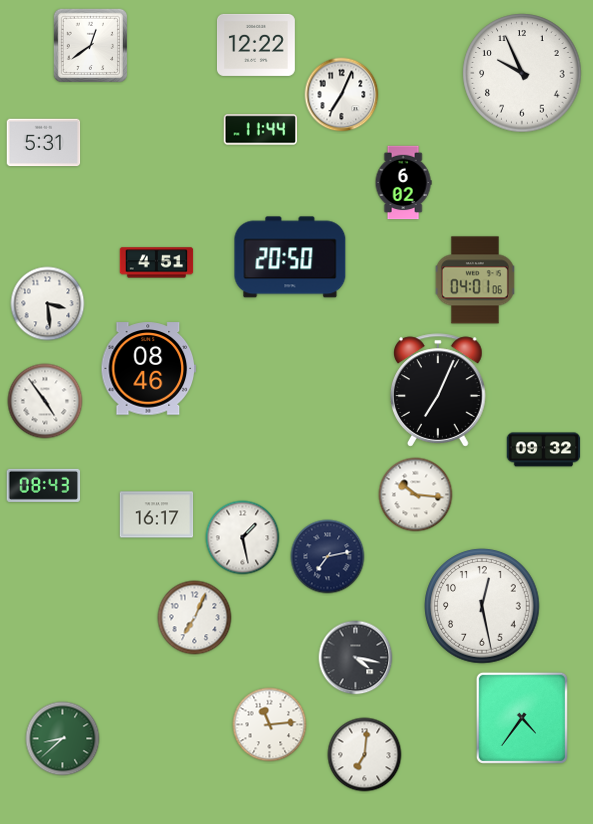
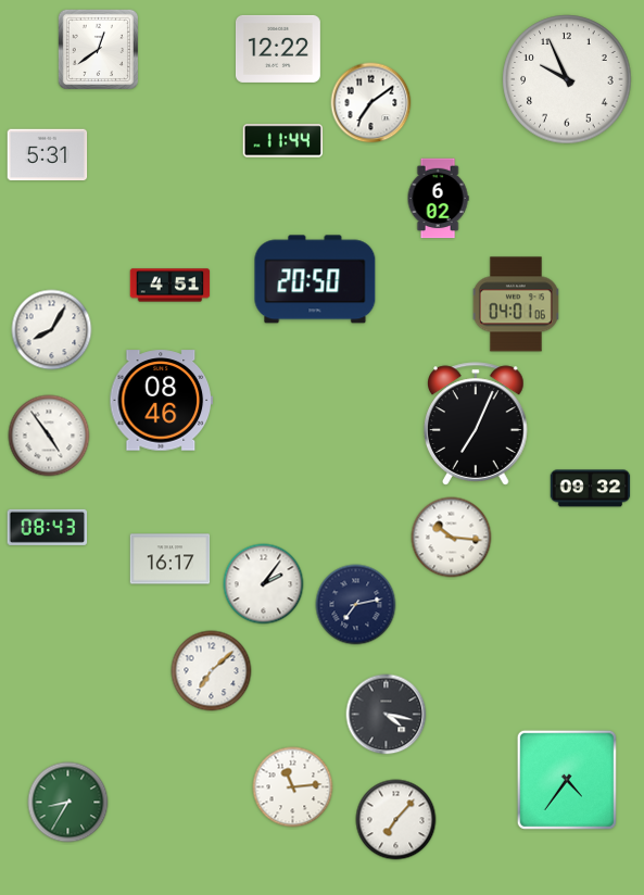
clock at (342, 95): 7:04 -> 7:09
clock at (48, 304): 3:29 -> 8:05
clock at (243, 538): 1:28 -> 2:06
clock at (482, 606): 12:28 -> none
clock at (195, 618): 7:04 -> 7:08
clock at (63, 739): 8:38 -> 8:35
clock at (365, 755): 7:01 -> 7:07
